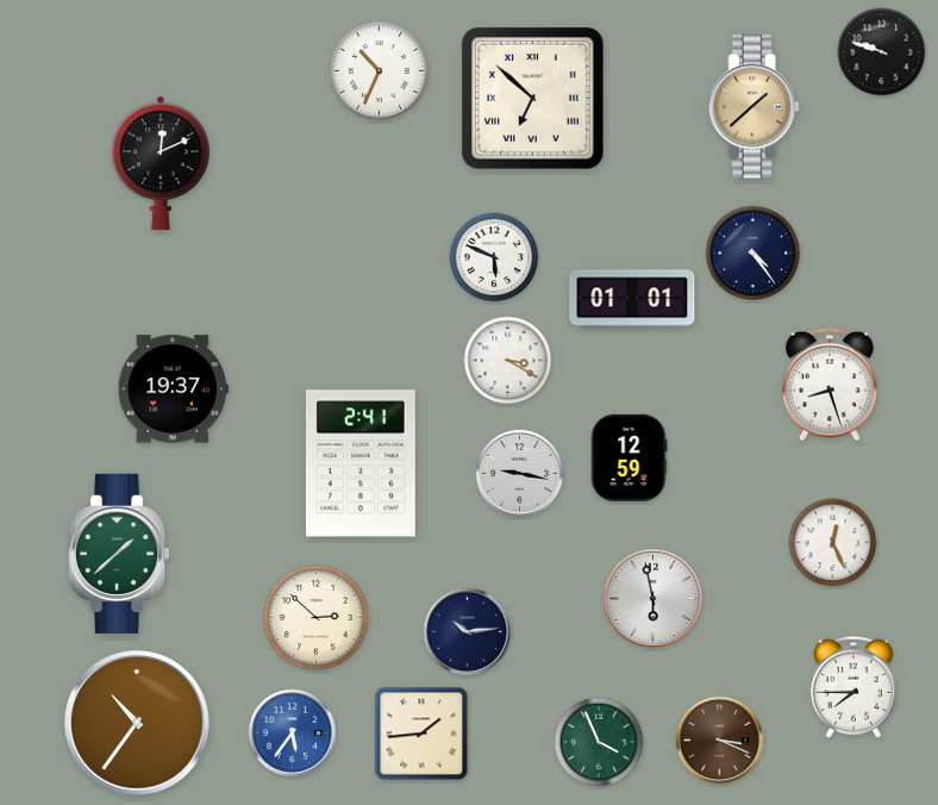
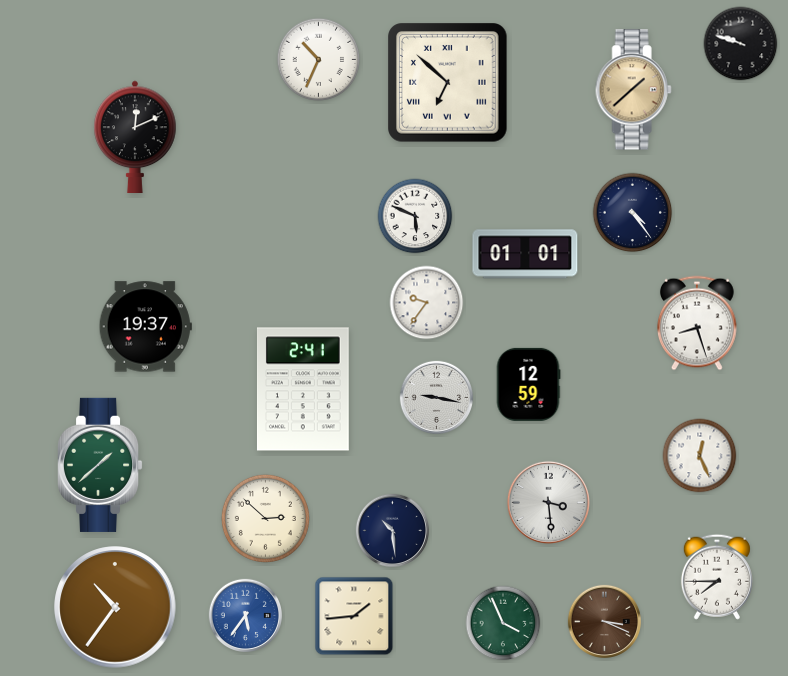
clock at (632, 299) position: (632, 299) -> (525, 254)
clock at (508, 361): 3:20 -> 9:36
clock at (652, 598): 5:58 -> 3:29
clock at (467, 631): 10:14 -> 10:29
